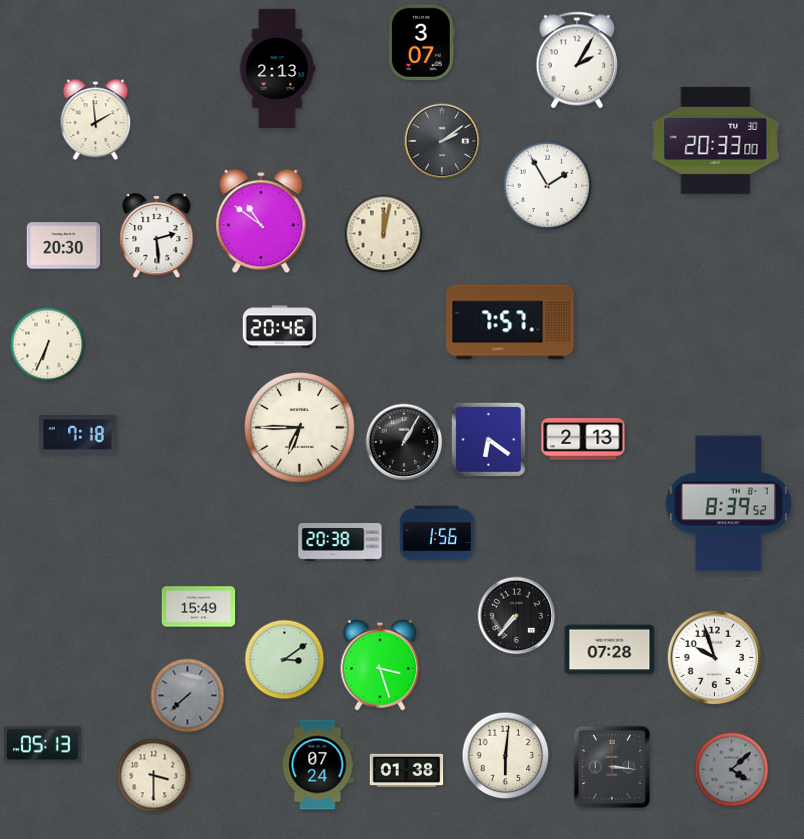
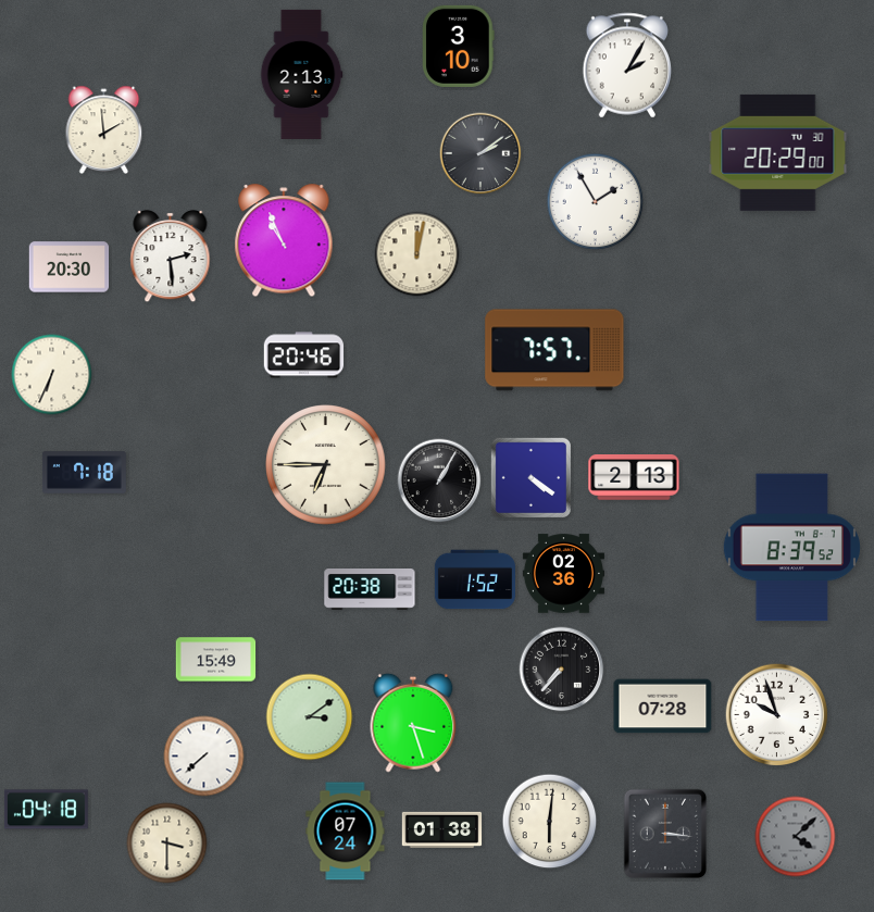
clock at (422, 42): 3:07 -> 3:10
clock at (716, 140): 20:33 -> 20:29
clock at (261, 222): 10:51 -> 10:56
clock at (488, 439): 6:21 -> 4:21
clock at (563, 574): none -> 02:36
clock at (436, 533): 1:56 -> 1:52
clock at (188, 696) dial: grey -> white
clock at (42, 745): 05:13 -> 04:18
clock at (407, 771) position: (407, 771) -> (442, 830)
